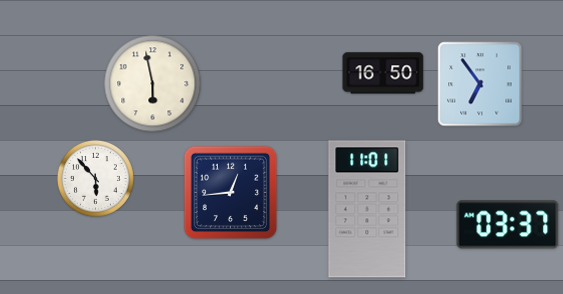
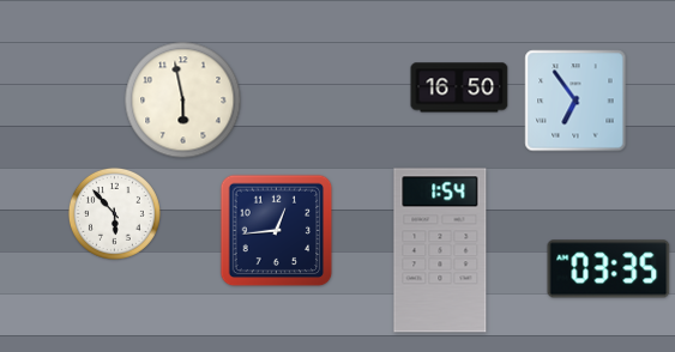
clock at (367, 209): 11:01 -> 1:54
clock at (508, 225): 03:37 -> 03:35
